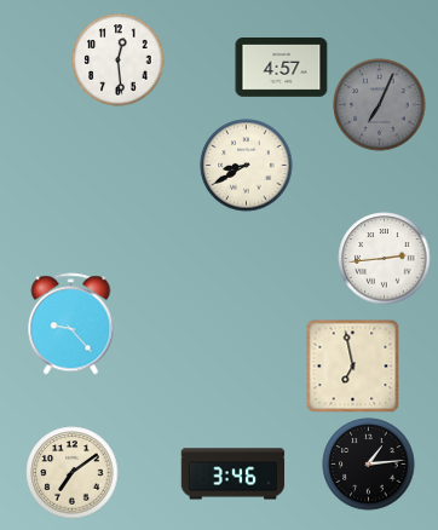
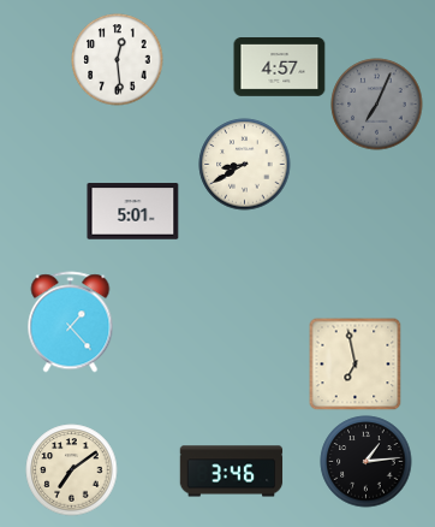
clock at (133, 212): none -> 5:01
clock at (385, 259): 2:44 -> none
clock at (71, 324): 9:23 -> 1:23
clock at (352, 365) position: (352, 365) -> (354, 363)
